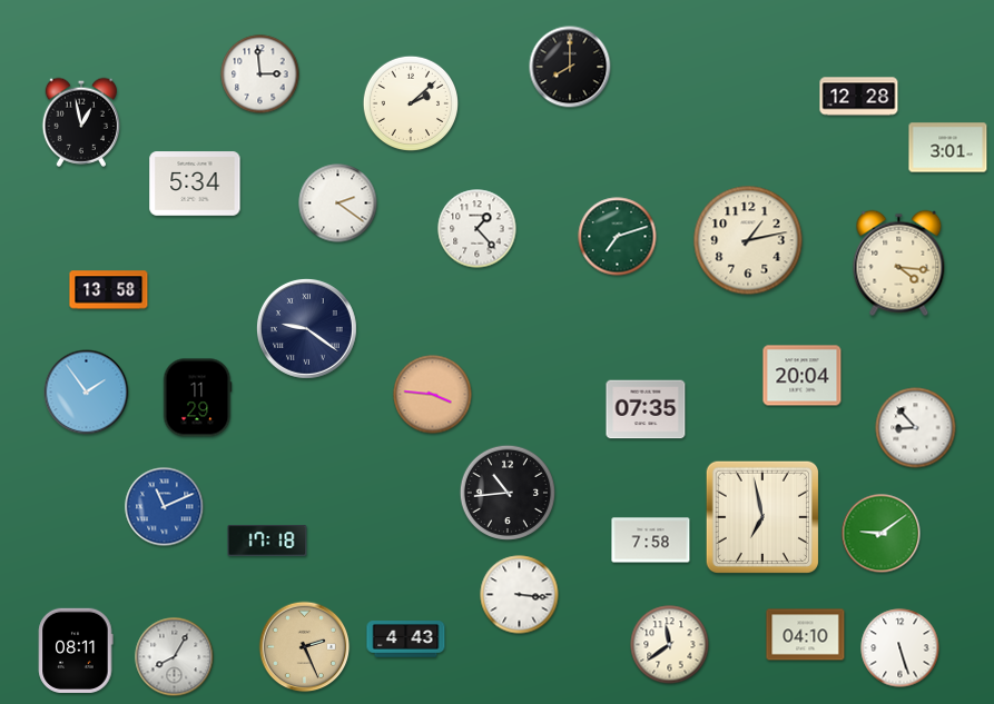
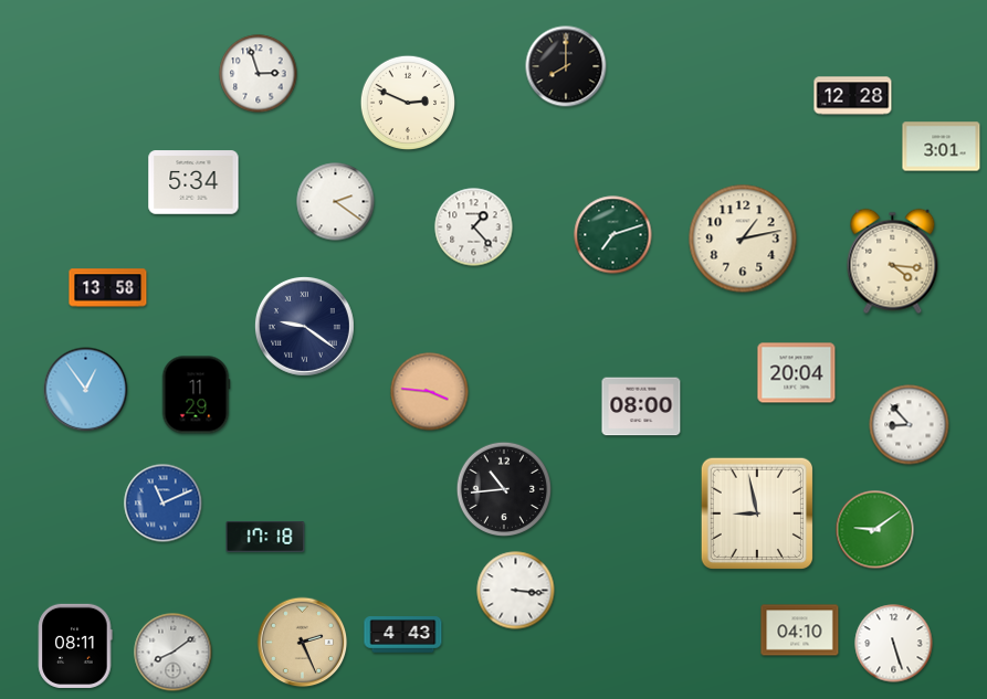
clock at (260, 75): 2:59 -> 2:57
clock at (410, 102): 2:08 -> 2:49
clock at (80, 122): 12:58 -> none
clock at (87, 393): 1:54 -> 12:54
clock at (646, 409): 07:35 -> 08:00
clock at (761, 516): 6:58 -> 8:58
clock at (651, 541): 7:58 -> none
clock at (670, 645): 11:39 -> none
clock at (175, 657): 8:05 -> 8:09
